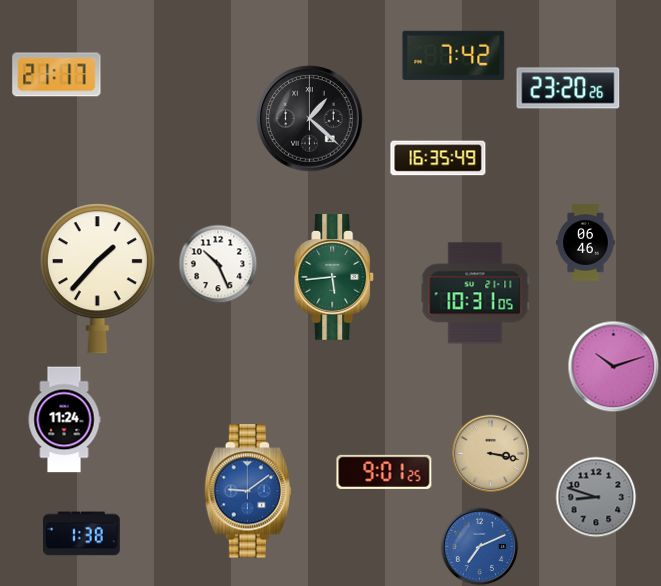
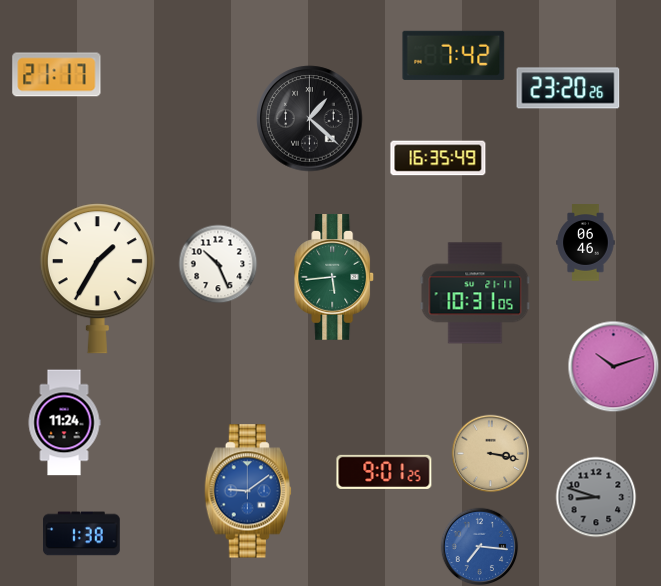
clock at (97, 279): 1:37 -> 1:35
clock at (64, 420) position: (64, 420) -> (64, 423)
clock at (479, 546): 7:11 -> 7:16
